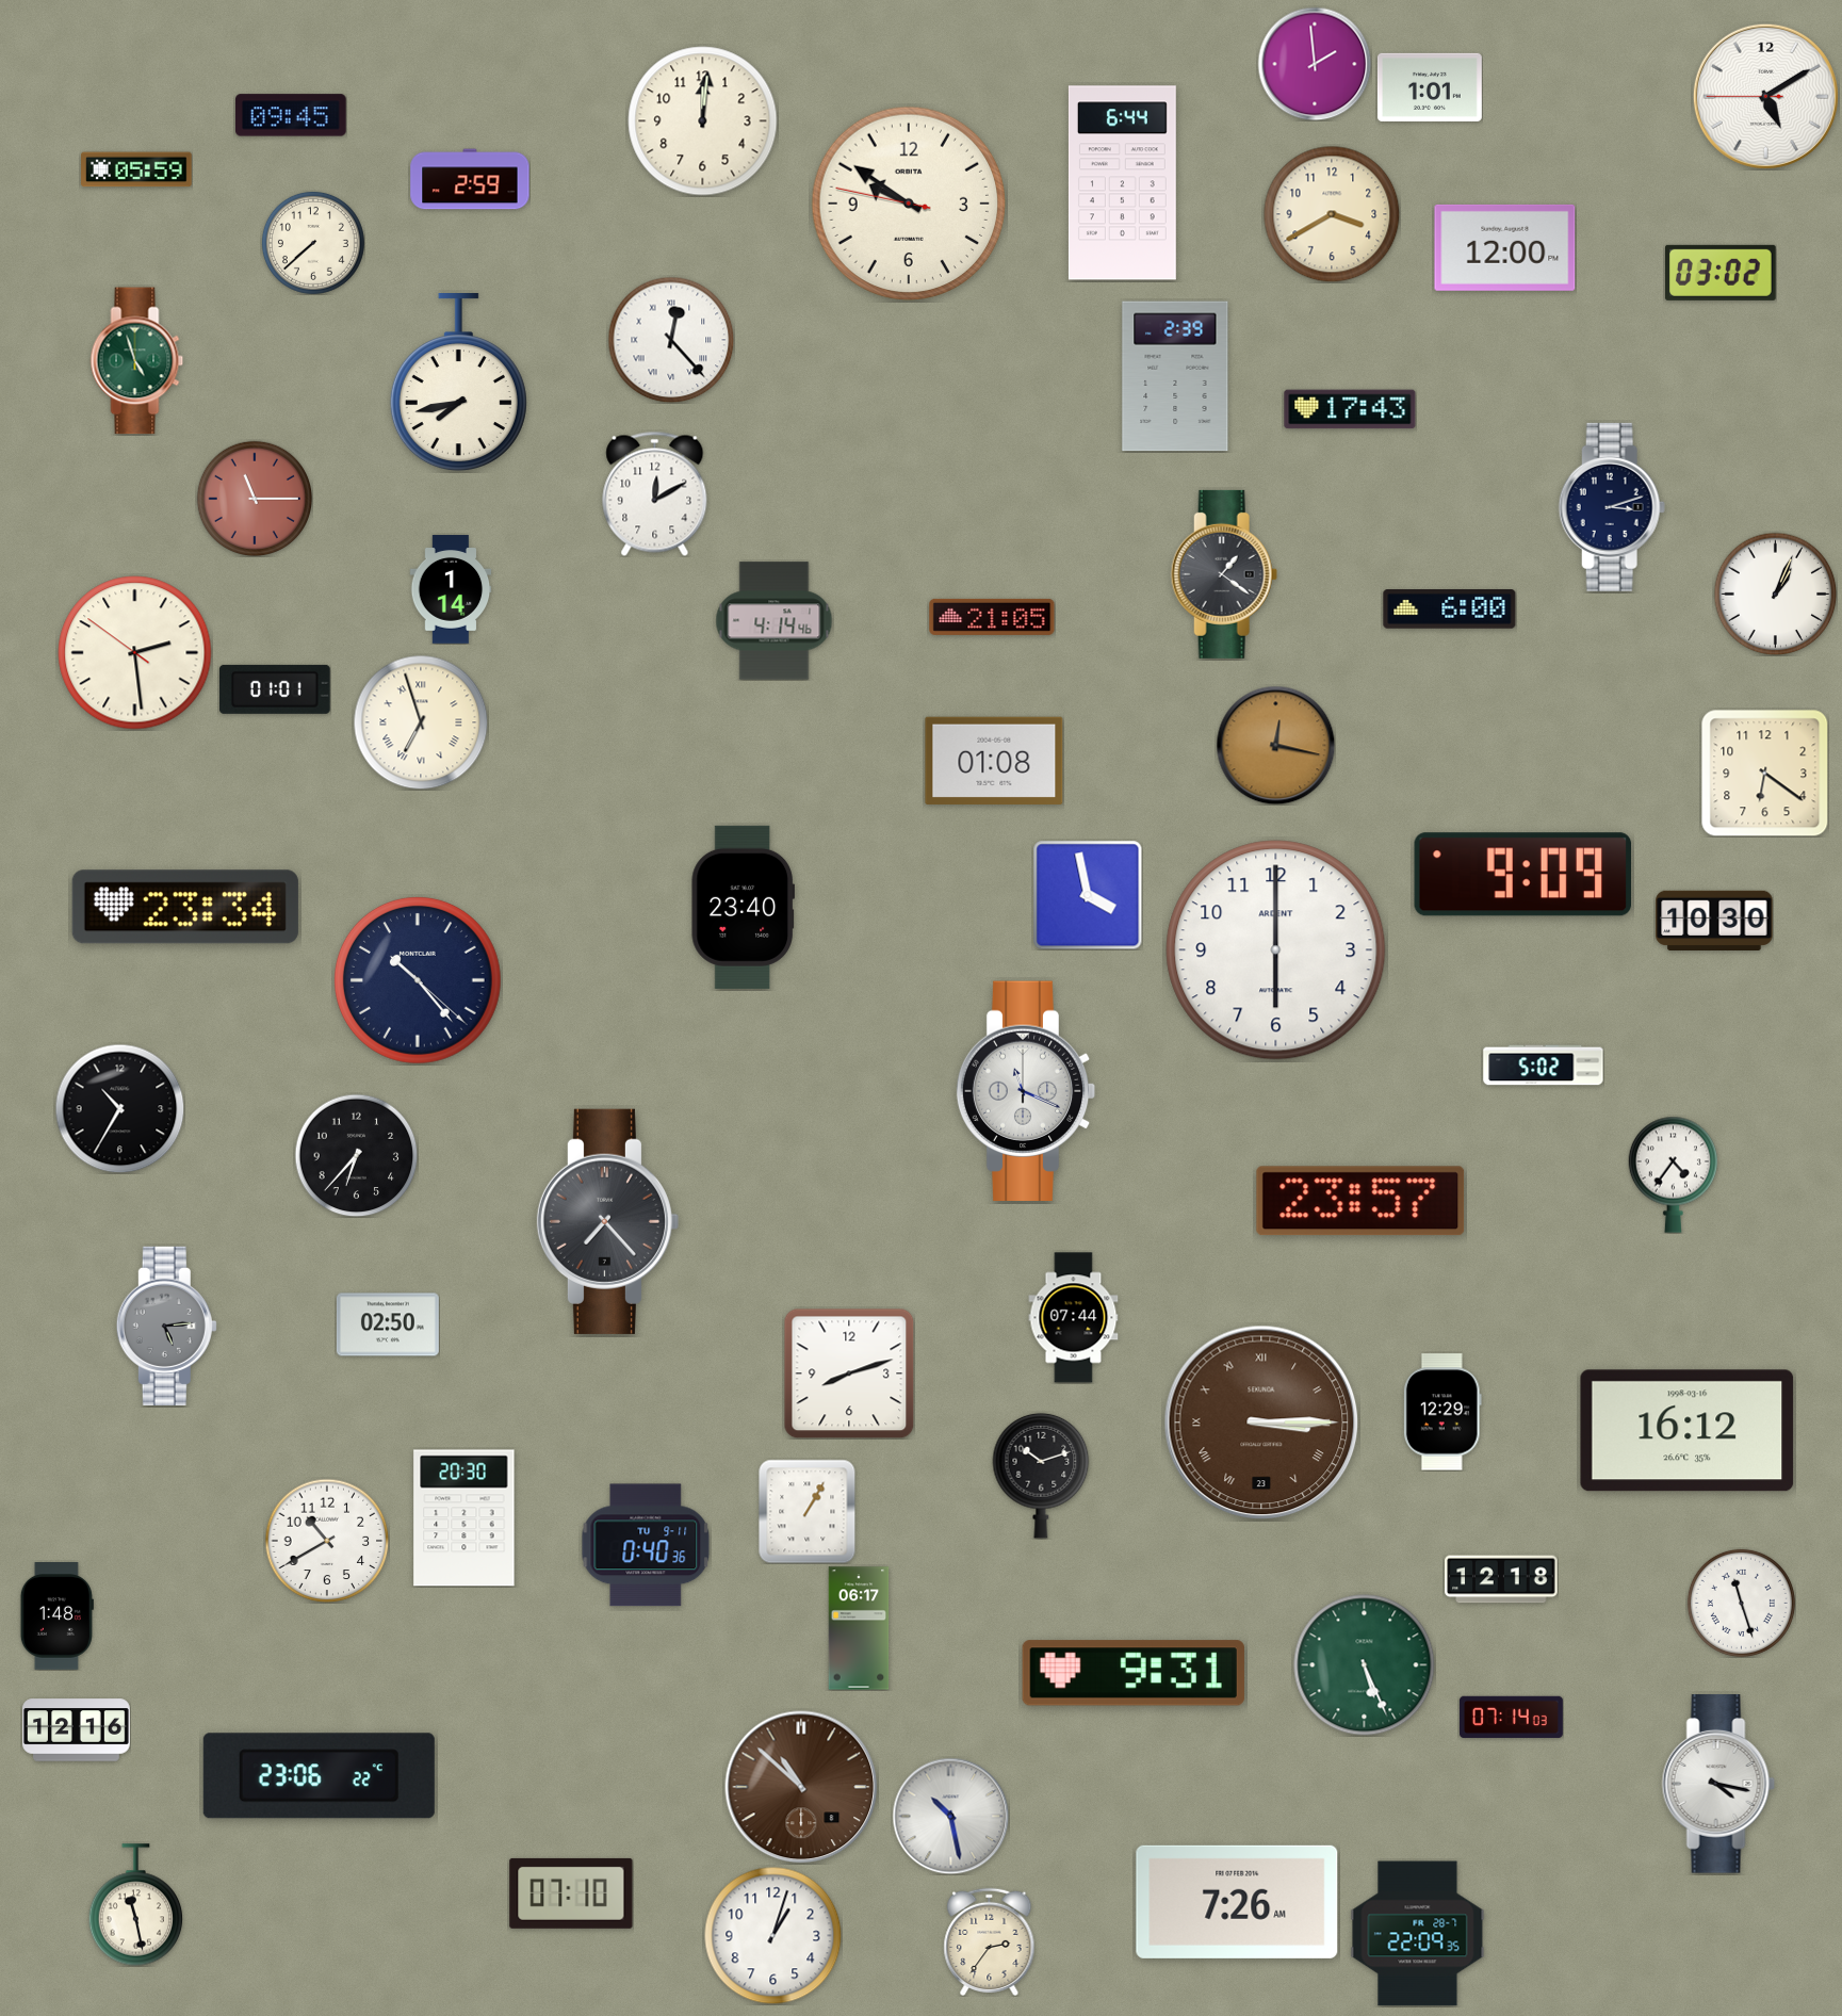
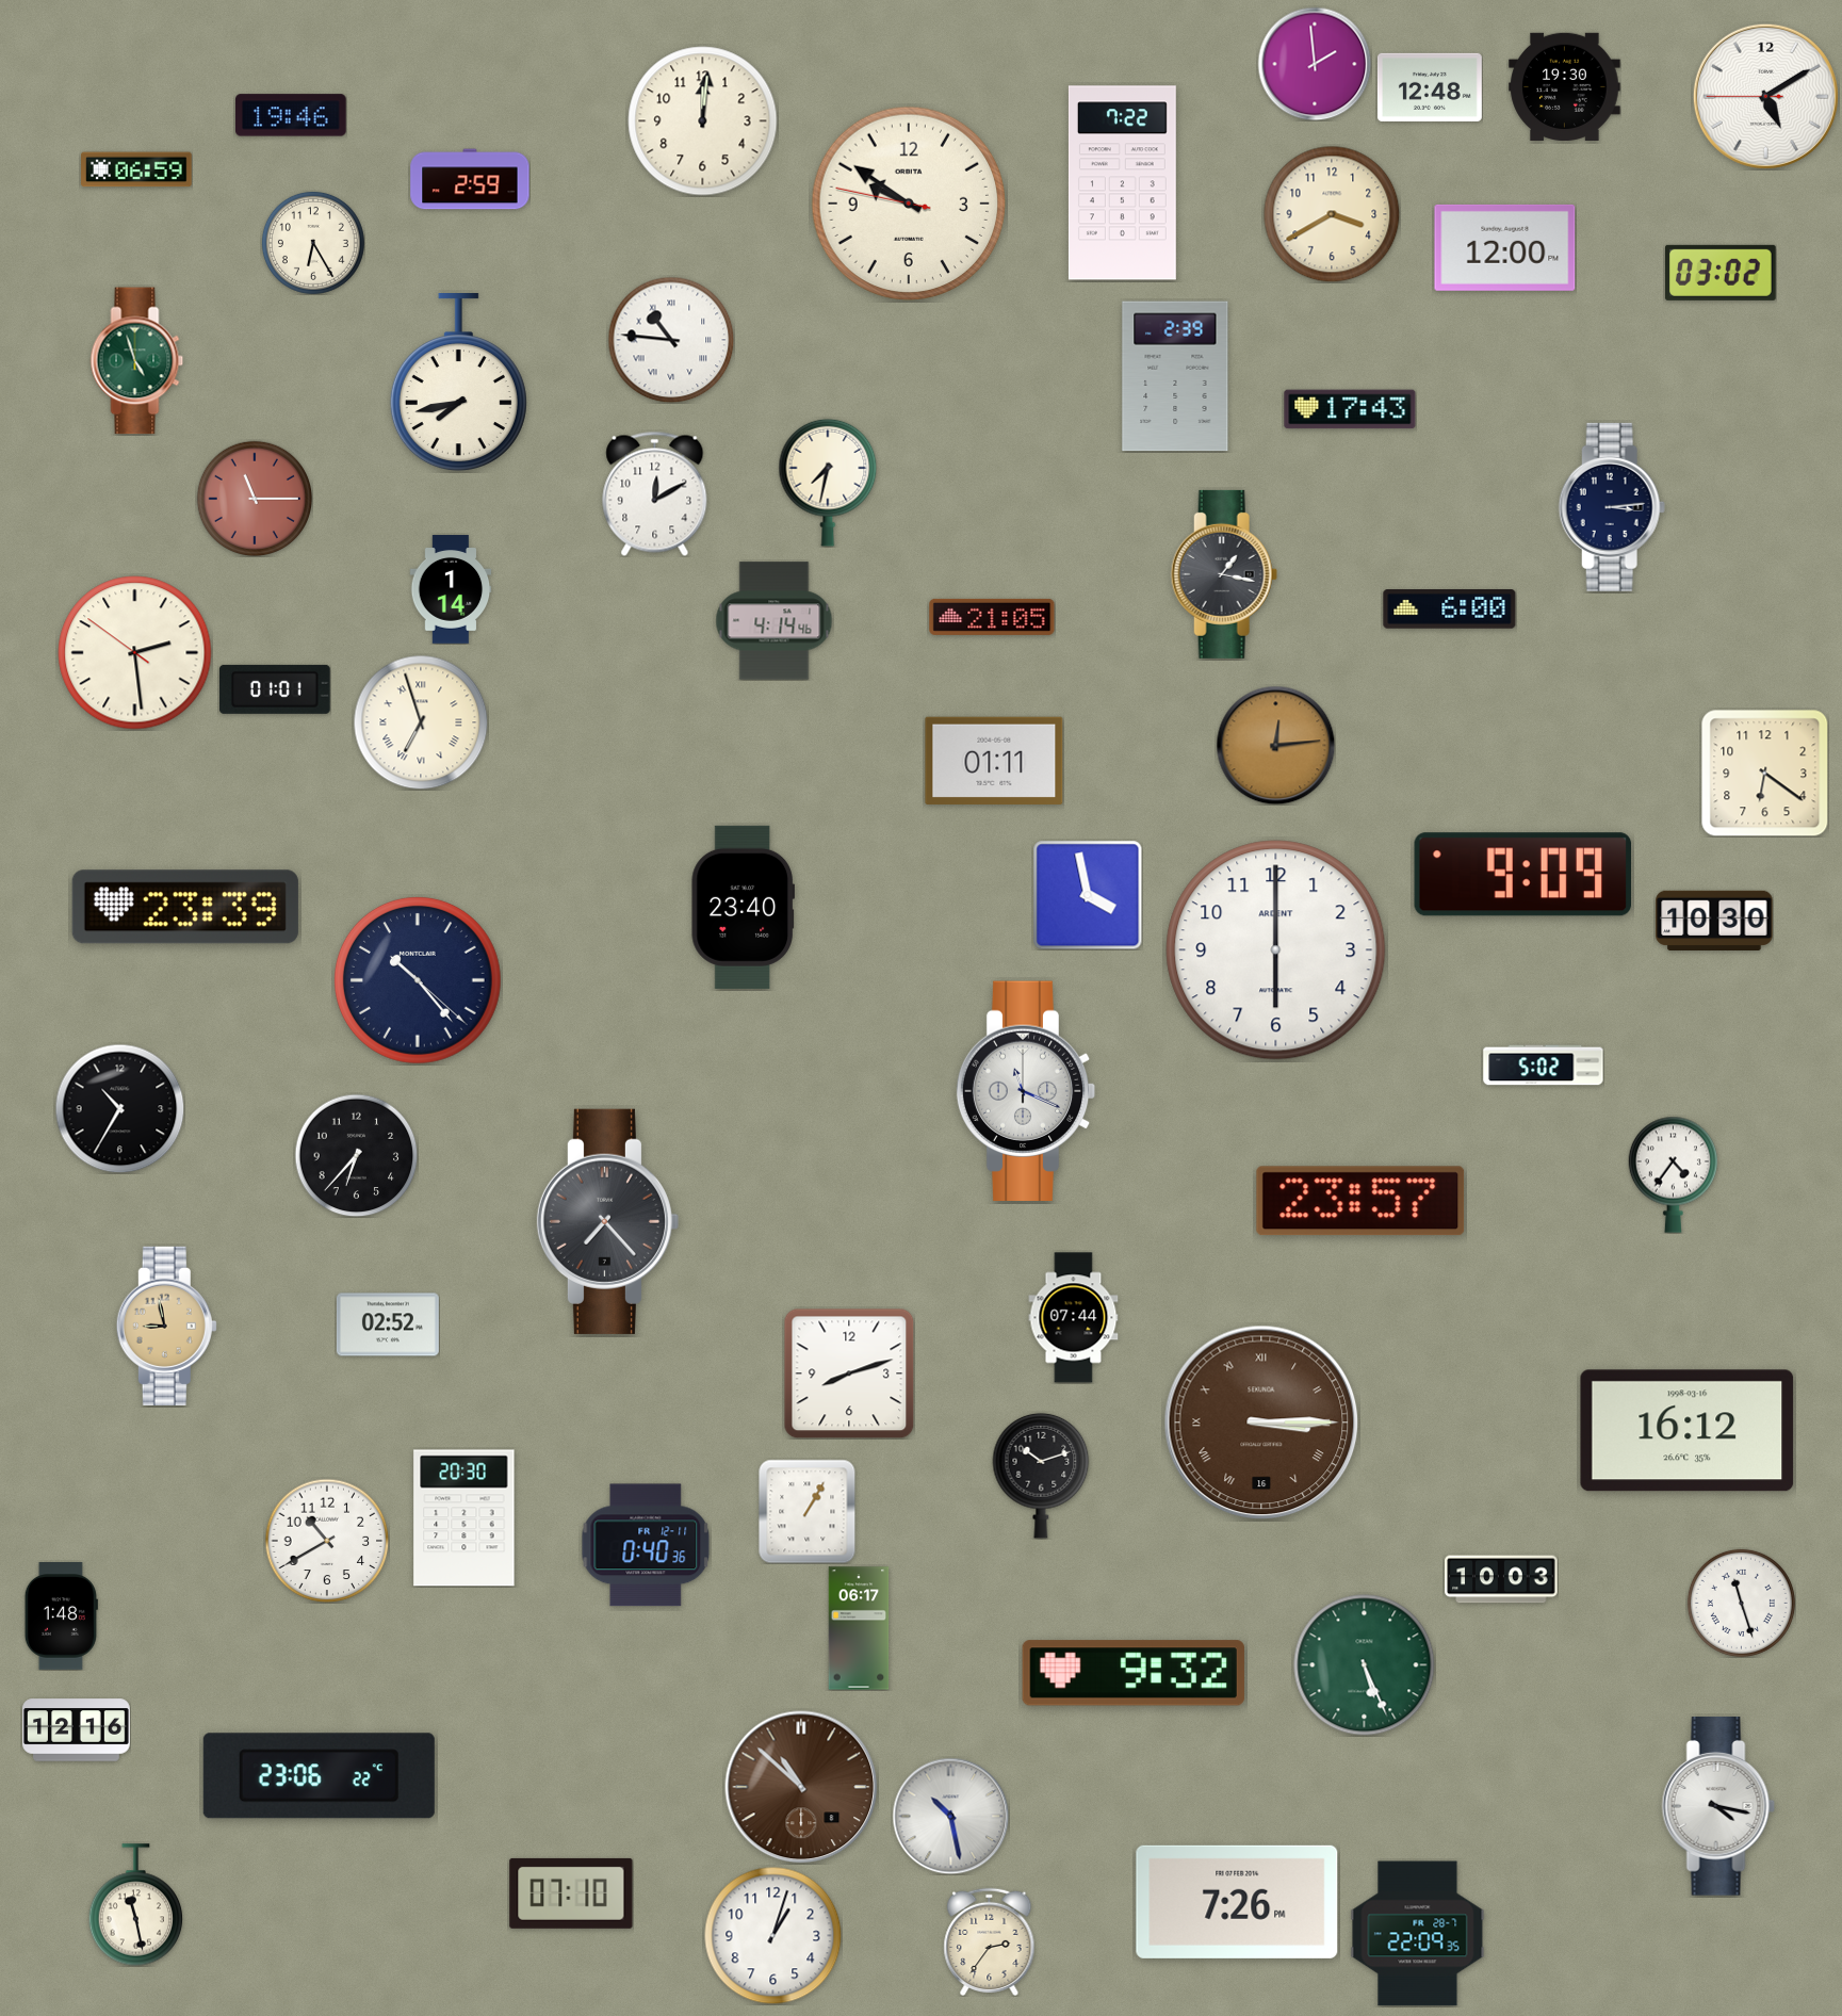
clock at (1565, 86): none -> 19:30
clock at (1430, 87): 1:01 -> 12:48
clock at (291, 115): 09:45 -> 19:46
clock at (136, 169): 05:59 -> 06:59
clock at (1122, 183): 6:44 -> 7:22
clock at (313, 243): 7:38 -> 6:25
clock at (671, 340): 12:23 -> 10:46
clock at (828, 483): none -> 7:32
clock at (1612, 507): 3:12 -> 3:14
clock at (1224, 574): 1:21 -> 1:17
clock at (1775, 594): 1:04 -> none
clock at (1275, 745): 12:17 -> 12:14
clock at (994, 761): 01:08 -> 01:11
clock at (185, 907): 23:34 -> 23:39
clock at (388, 1324): 02:50 -> 02:52
clock at (166, 1326): 5:14 -> 8:58
clock at (166, 1326) dial: grey -> champagne
clock at (1442, 1412): 12:29 -> none
clock at (1261, 1422) date: 23 -> 16
clock at (646, 1545) date: TU 9-11 -> FR 12-11
clock at (1501, 1579): 12:18 -> 10:03
clock at (56, 1616) position: (56, 1616) -> (61, 1616)
clock at (1134, 1673): 9:31 -> 9:32
clock at (1511, 1718): 07:14 -> none
clock at (1718, 1784) position: (1718, 1784) -> (1718, 1806)
clock at (1237, 1902): 7:26 AM -> 7:26 PM
